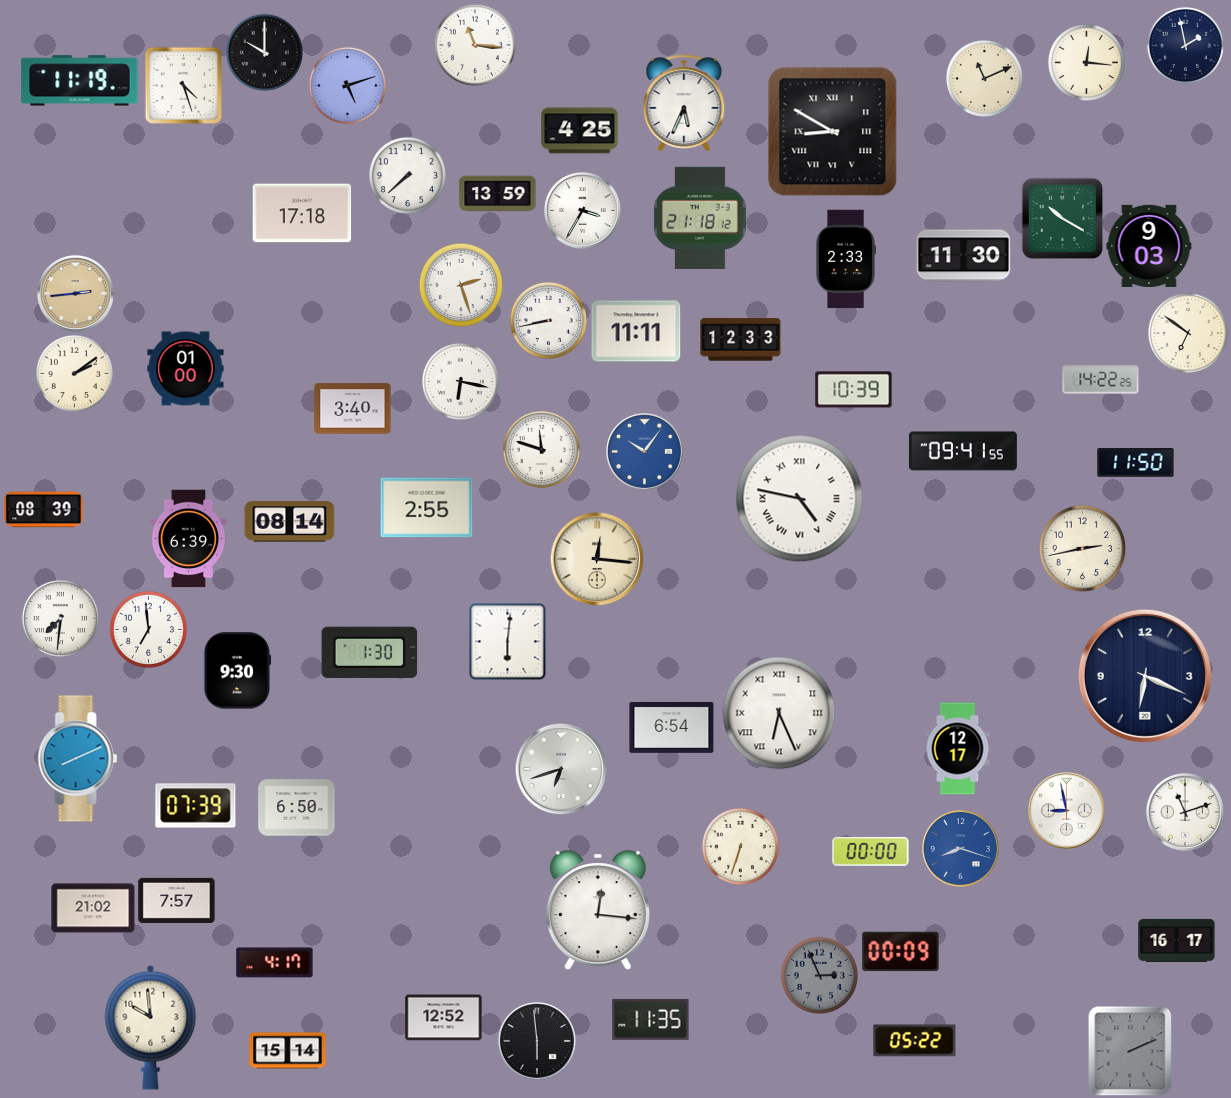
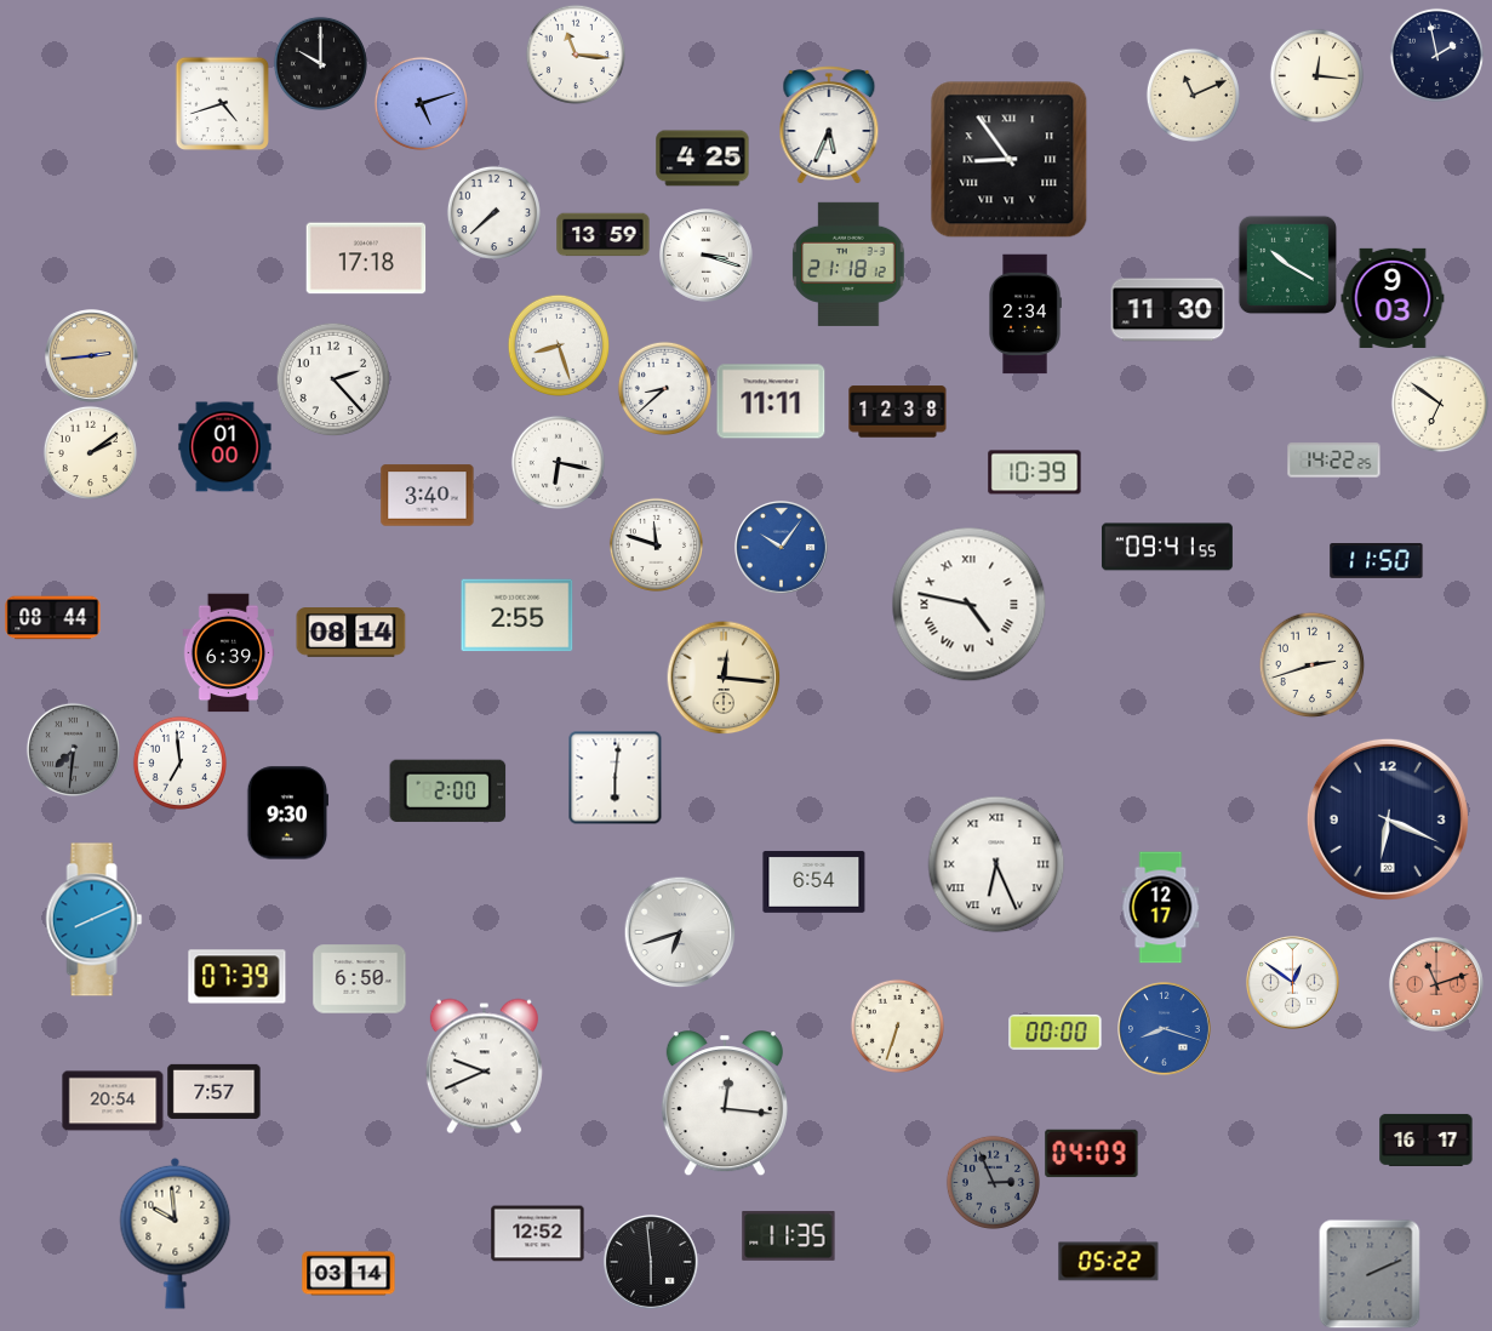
clock at (80, 81): 11:19 -> none
clock at (183, 85): 4:27 -> 4:42
clock at (833, 132): 8:50 -> 8:54
clock at (583, 211): 3:35 -> 3:18
clock at (846, 259): 2:33 -> 2:34
clock at (461, 285): 2:27 -> 8:27
clock at (333, 379): none -> 2:23
clock at (548, 320): 8:43 -> 8:38
clock at (741, 340): 12:33 -> 12:38
clock at (44, 510): 08:39 -> 08:44
clock at (1082, 548): 2:43 -> 2:42
clock at (60, 618) dial: white -> grey
clock at (370, 652): 1:30 -> 2:00
clock at (779, 713) position: (779, 713) -> (996, 864)
clock at (1067, 811): 8:58 -> 12:51
clock at (1185, 812) dial: white -> salmon
clock at (484, 1067): none -> 9:41
clock at (93, 908): 21:02 -> 20:54
clock at (901, 952): 00:09 -> 04:09
clock at (275, 963): 4:17 -> none
clock at (151, 1027) position: (151, 1027) -> (176, 1233)
clock at (288, 1051): 15:14 -> 03:14
